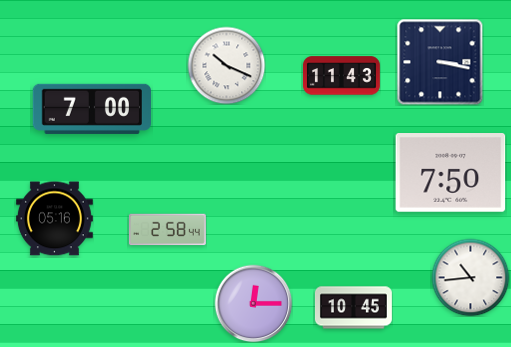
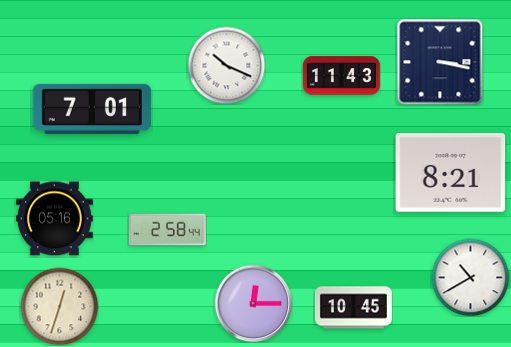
clock at (92, 109): 7:00 -> 7:01
clock at (451, 173): 7:50 -> 8:21
clock at (470, 277): 10:44 -> 10:40
clock at (59, 306): none -> 12:33
